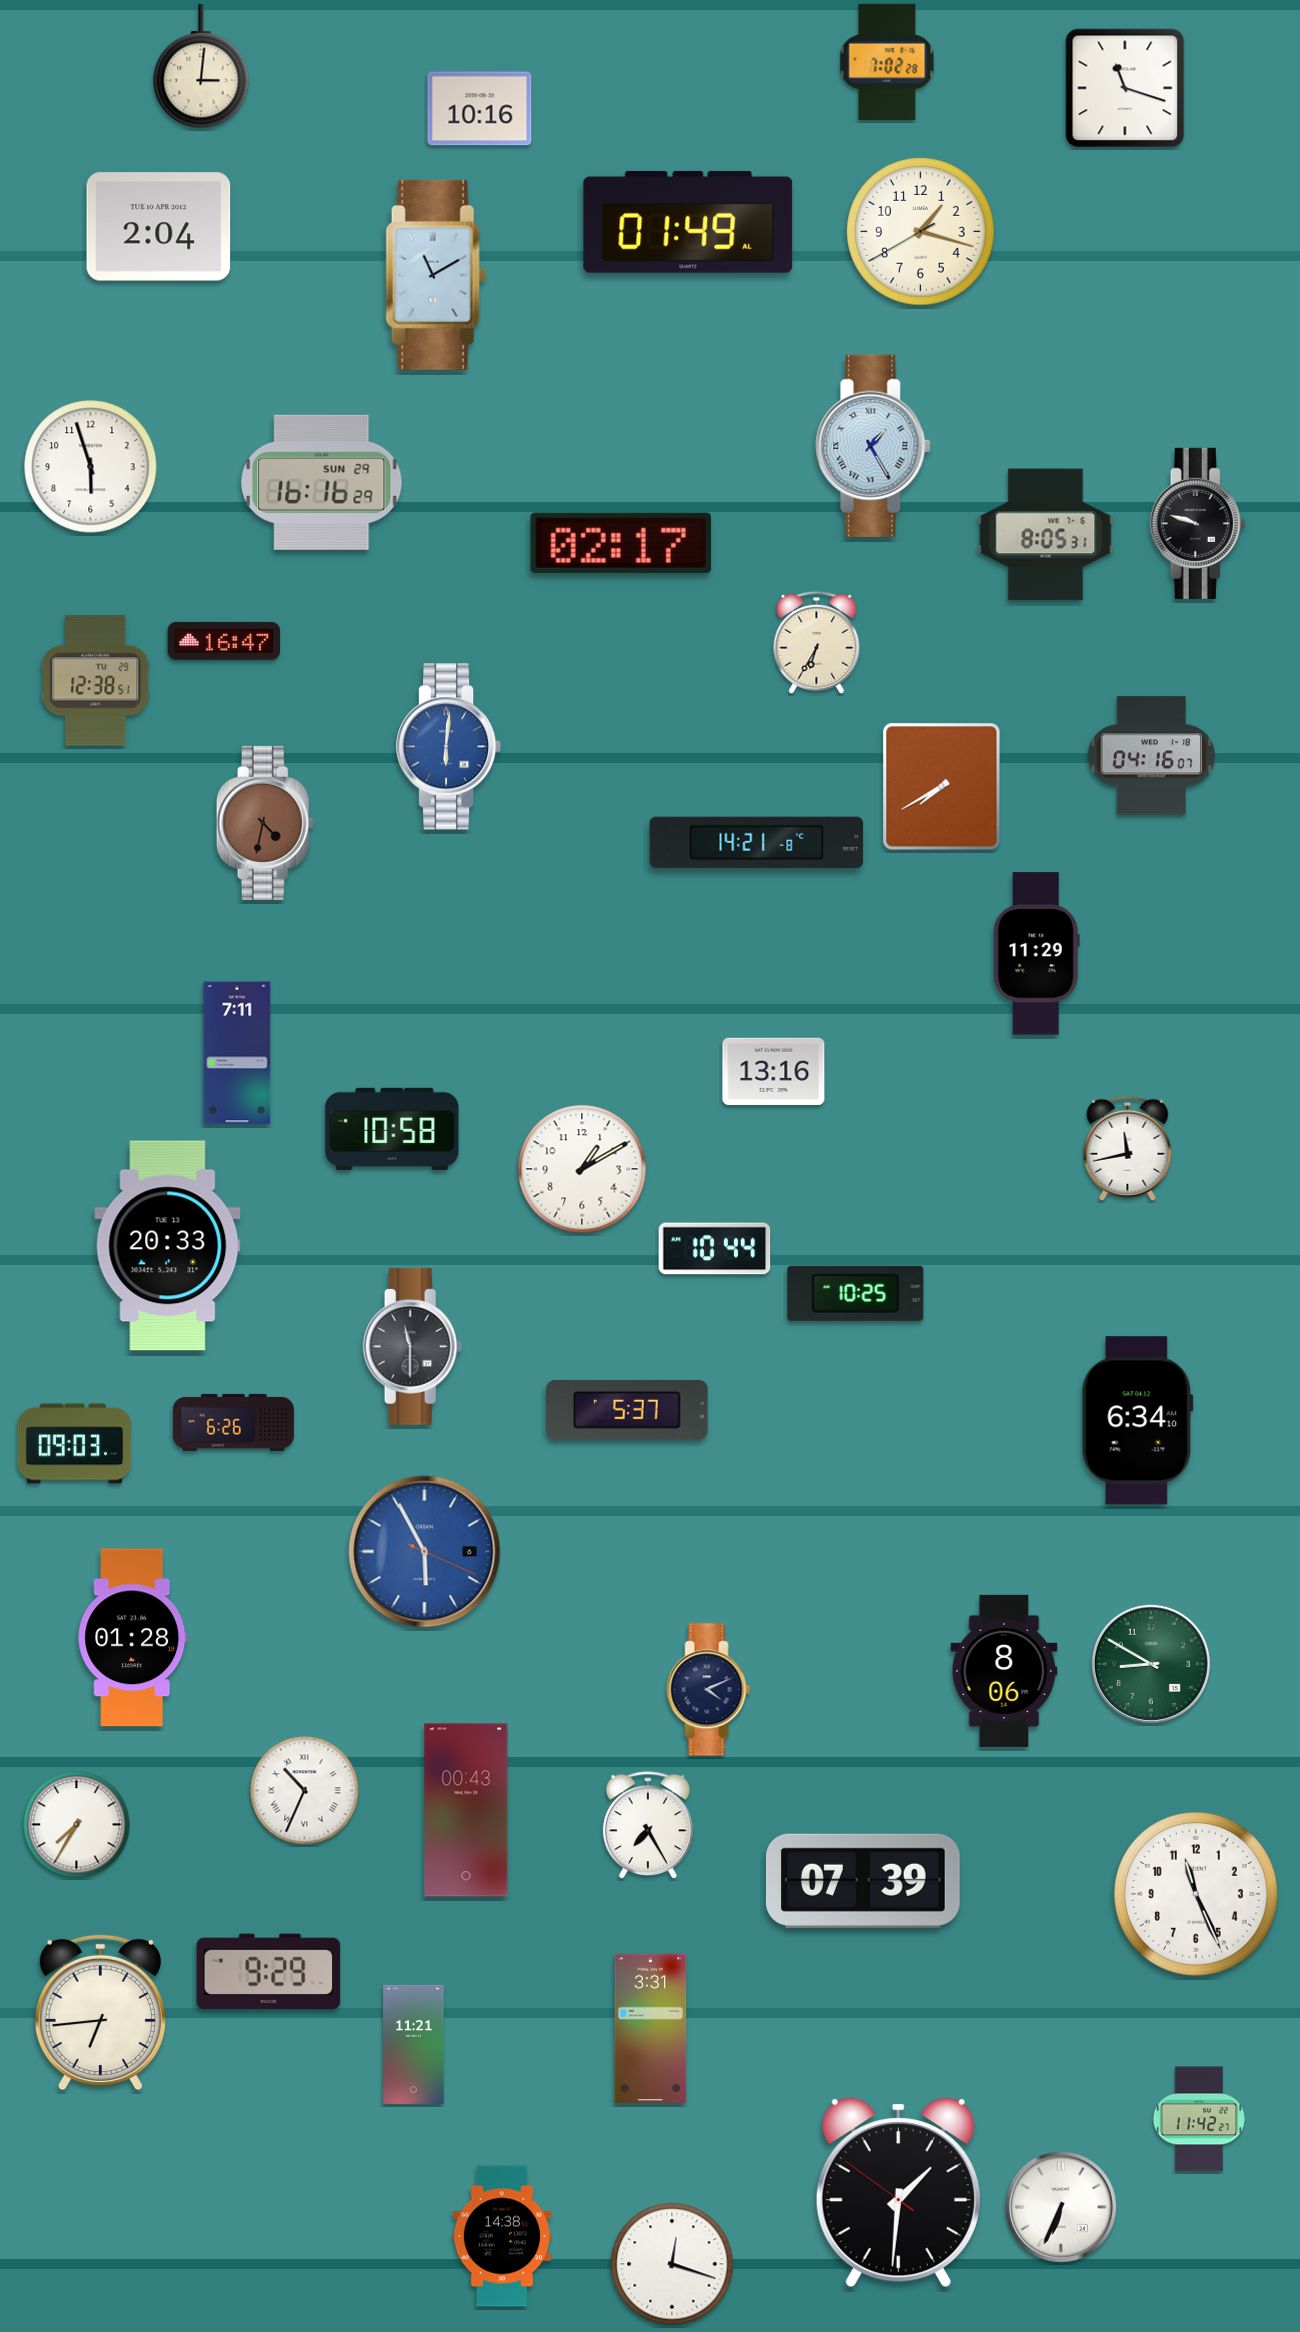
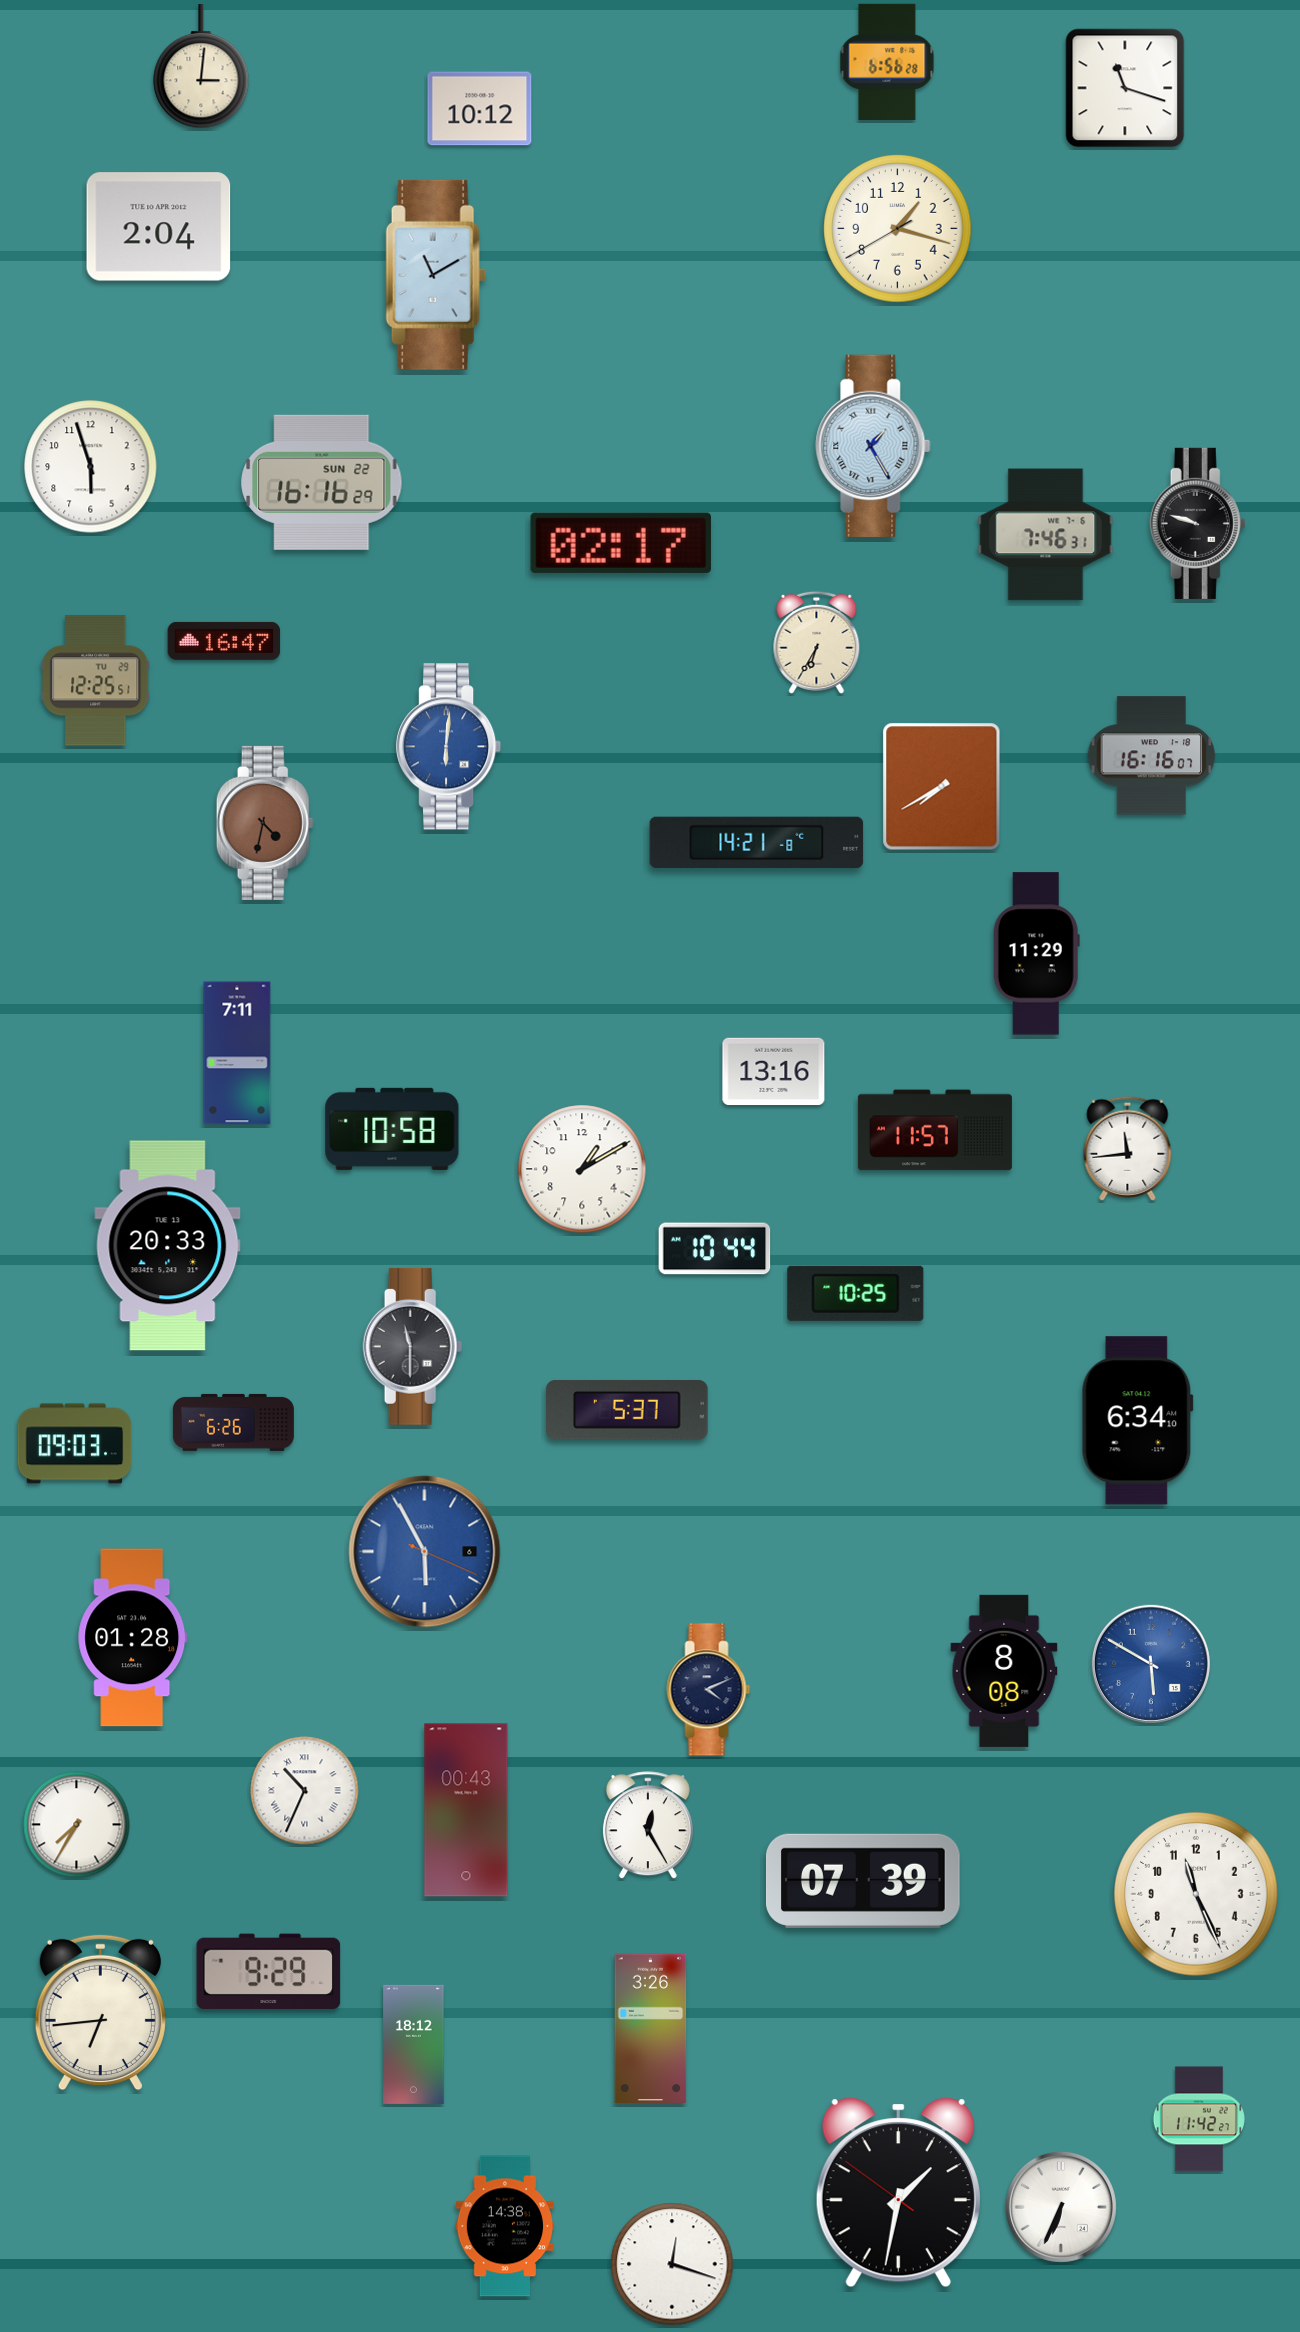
clock at (887, 62): 7:02 -> 6:56
clock at (480, 109): 10:16 -> 10:12
clock at (688, 222): 01:49 -> none
clock at (921, 232) position: (921, 232) -> (898, 229)
clock at (322, 482) date: SUN 29 -> SUN 22
clock at (1046, 535): 8:05 -> 7:46
clock at (96, 681): 12:38 -> 12:25
clock at (1152, 756): 04:16 -> 16:16
clock at (935, 1130): none -> 11:57
clock at (1128, 1148): 11:43 -> 11:44
clock at (1151, 1664): 8:50 -> 5:50
clock at (1151, 1664) dial: green -> blue
clock at (1004, 1671): 8:06 -> 8:08
clock at (648, 1826): 7:25 -> 12:25
clock at (651, 2028): 3:31 -> 3:26
clock at (414, 2044): 11:21 -> 18:12
clock at (898, 2193): 1:30 -> 1:31
clock at (502, 2236) position: (502, 2236) -> (505, 2226)
